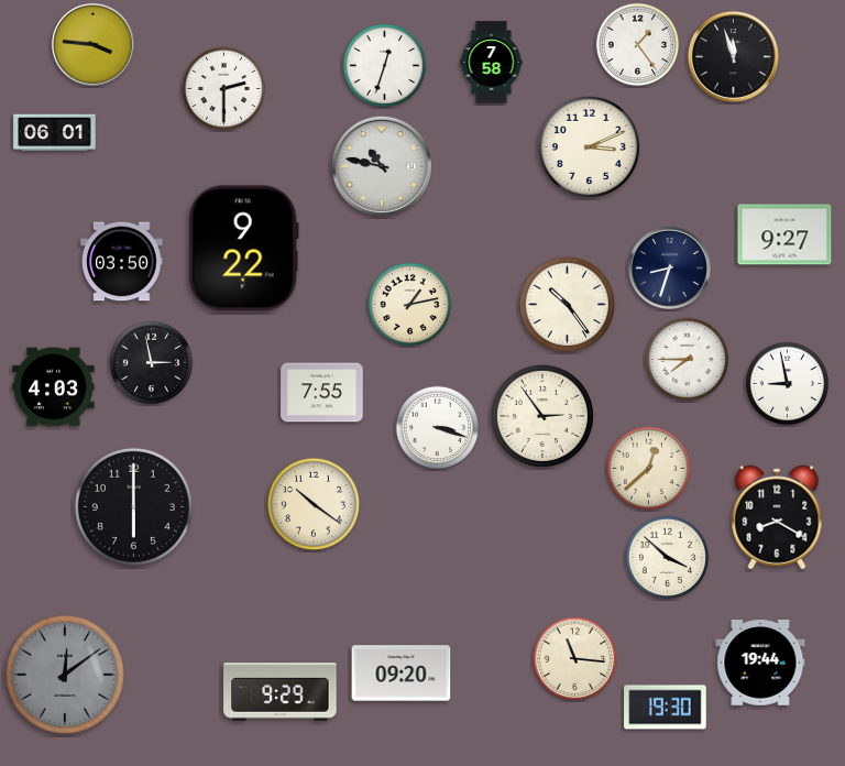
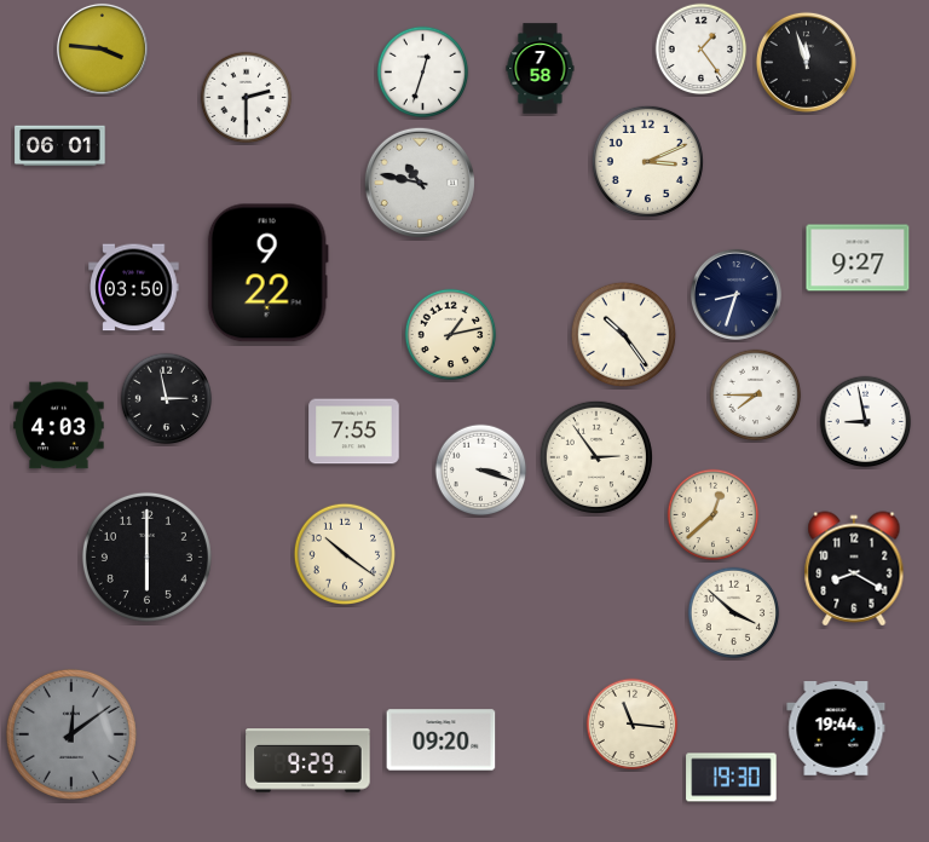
clock at (784, 234) position: (784, 234) -> (858, 258)
clock at (65, 675) position: (65, 675) -> (71, 734)
